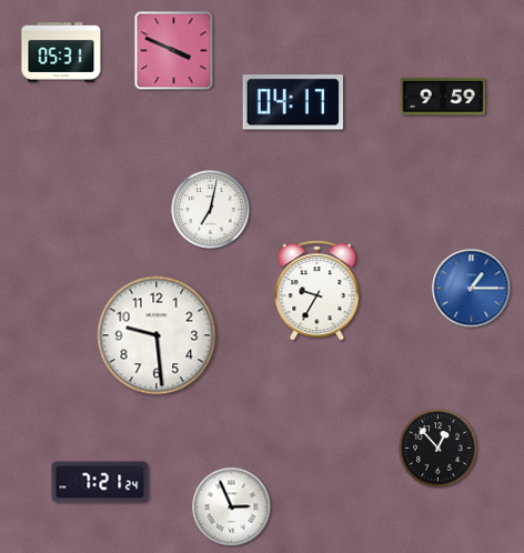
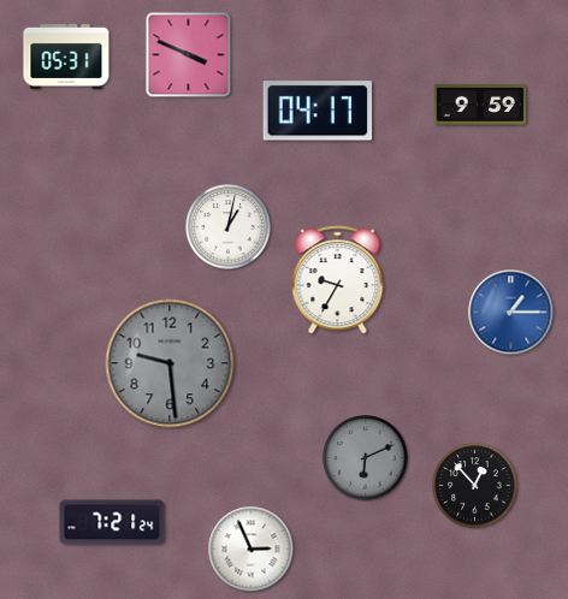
clock at (211, 210): 7:02 -> 1:02
clock at (318, 291) position: (318, 291) -> (338, 280)
clock at (157, 335) dial: white -> grey
clock at (366, 458): none -> 6:11
clock at (100, 482) position: (100, 482) -> (112, 522)
